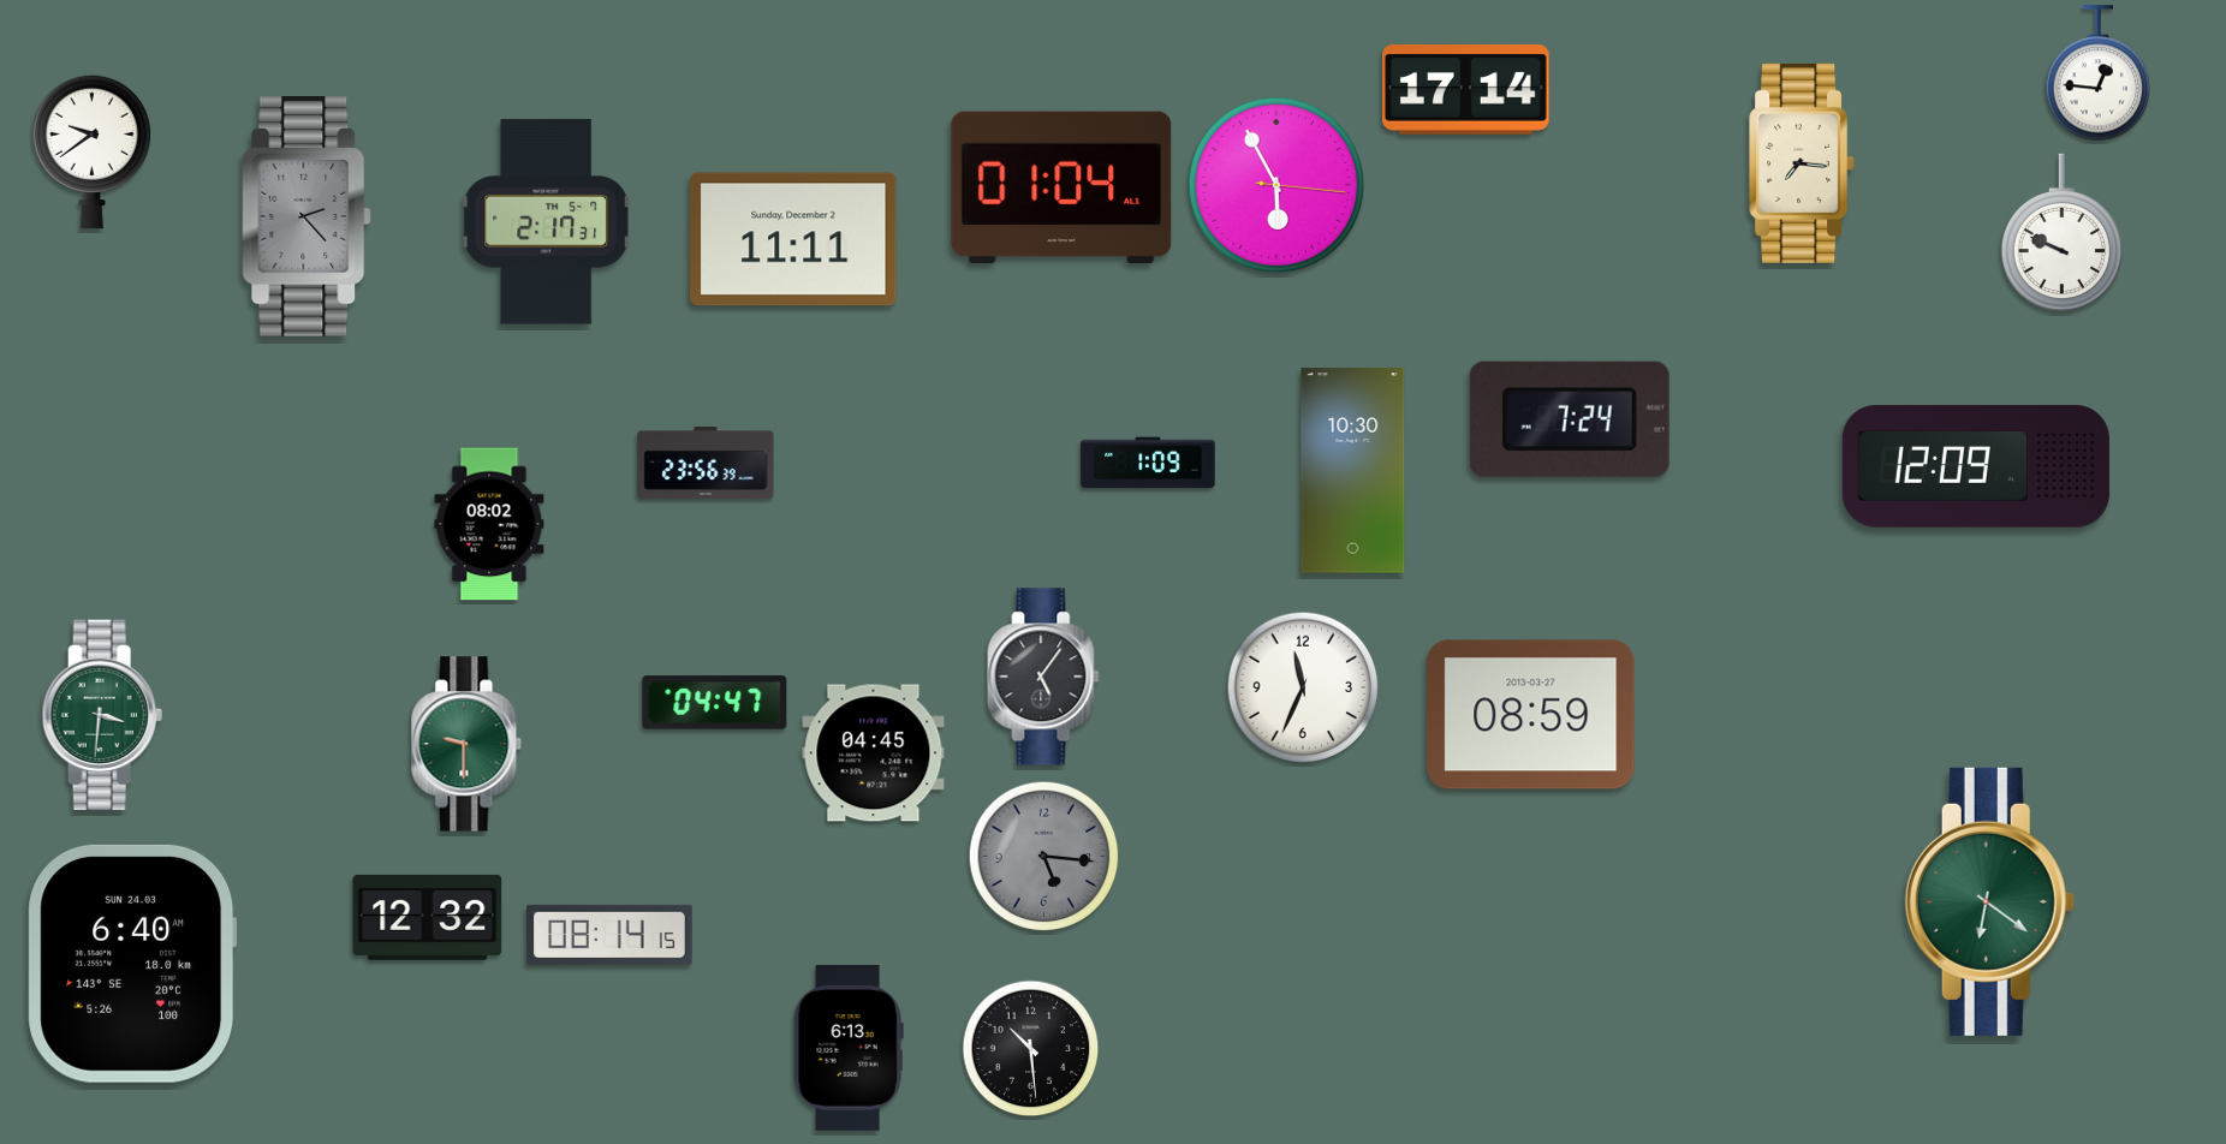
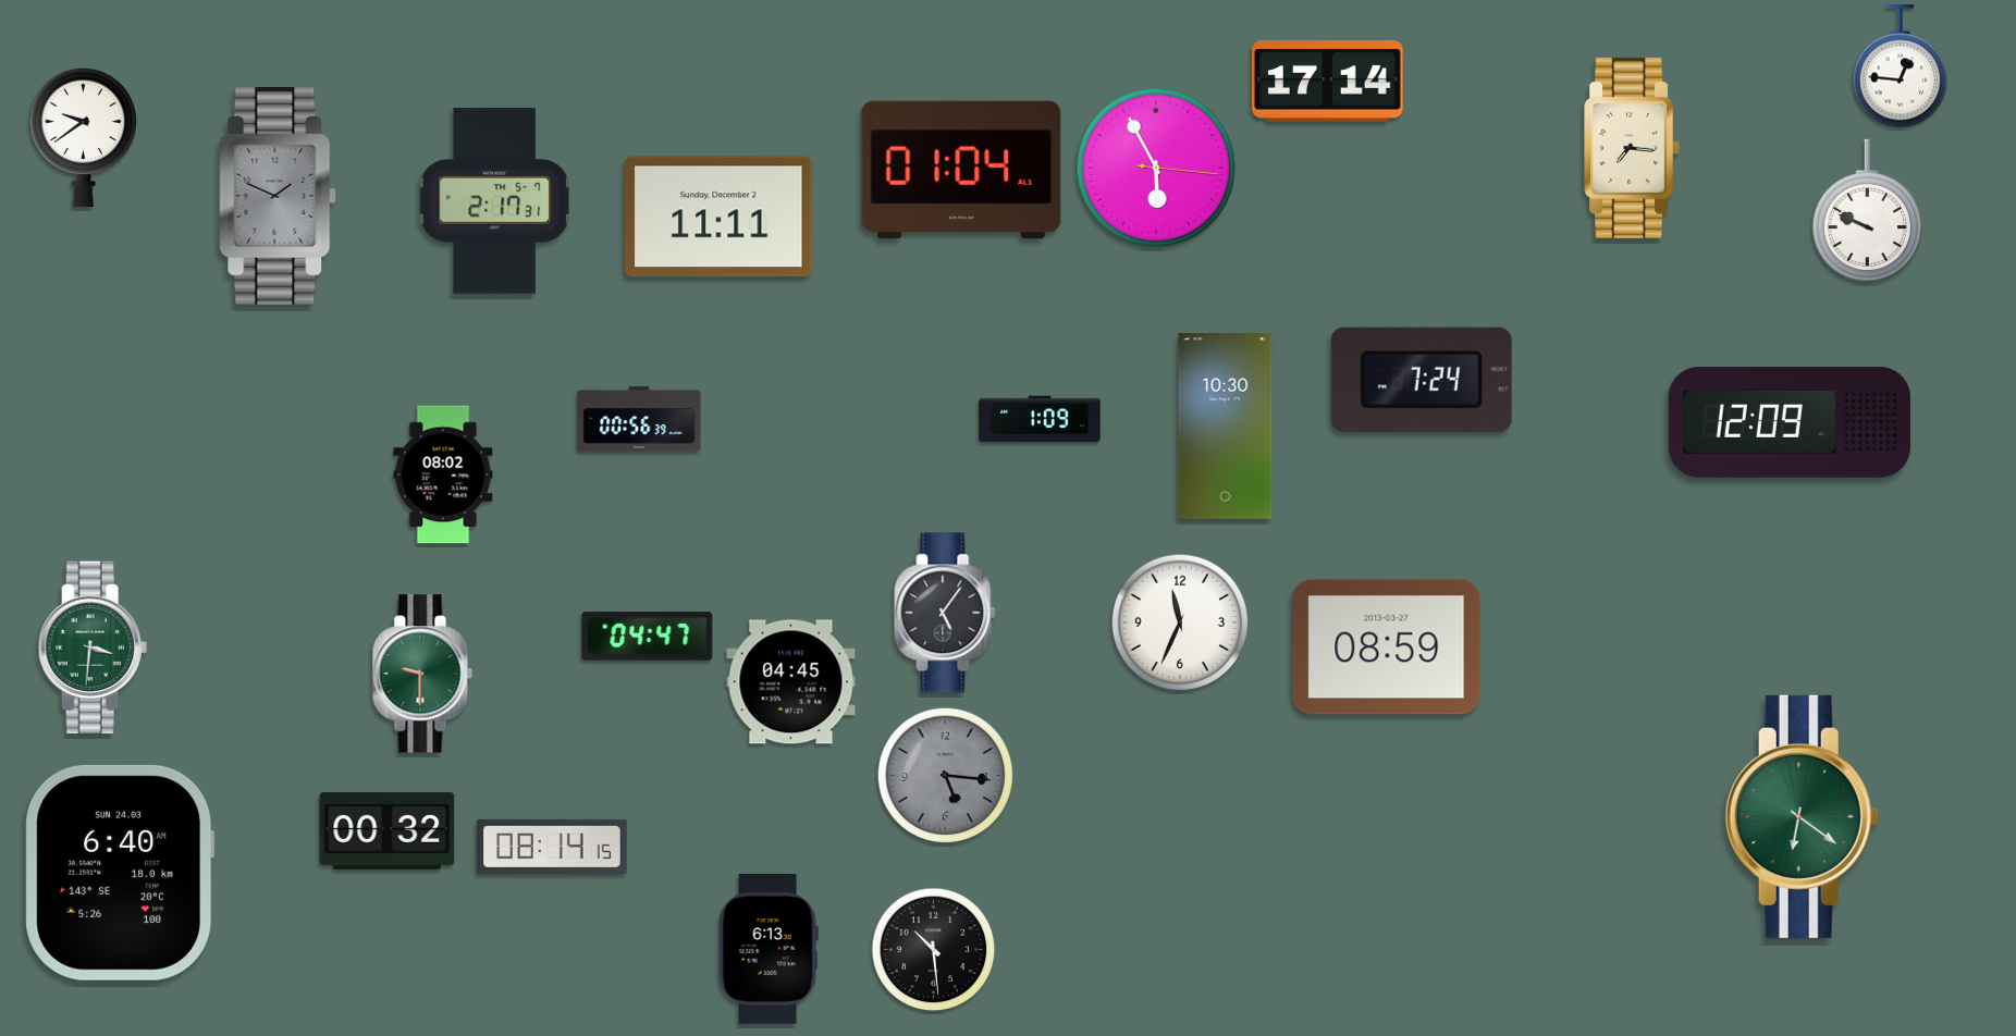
clock at (306, 218): 2:23 -> 1:49
clock at (706, 463): 23:56 -> 00:56
clock at (428, 917): 12:32 -> 00:32
